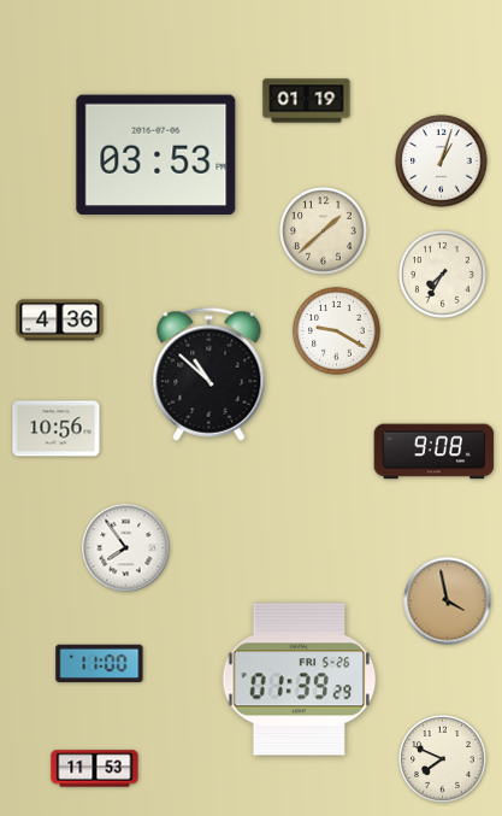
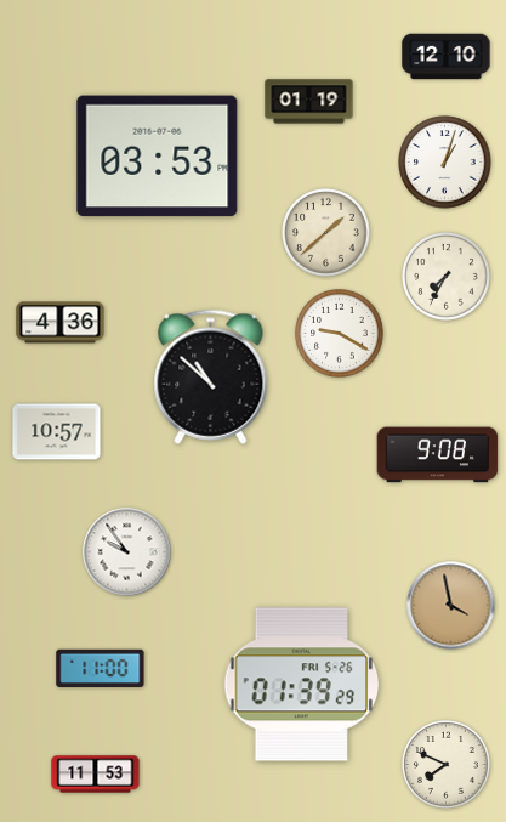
clock at (447, 57): none -> 12:10
clock at (57, 429): 10:56 -> 10:57
clock at (126, 548): 7:54 -> 9:54
